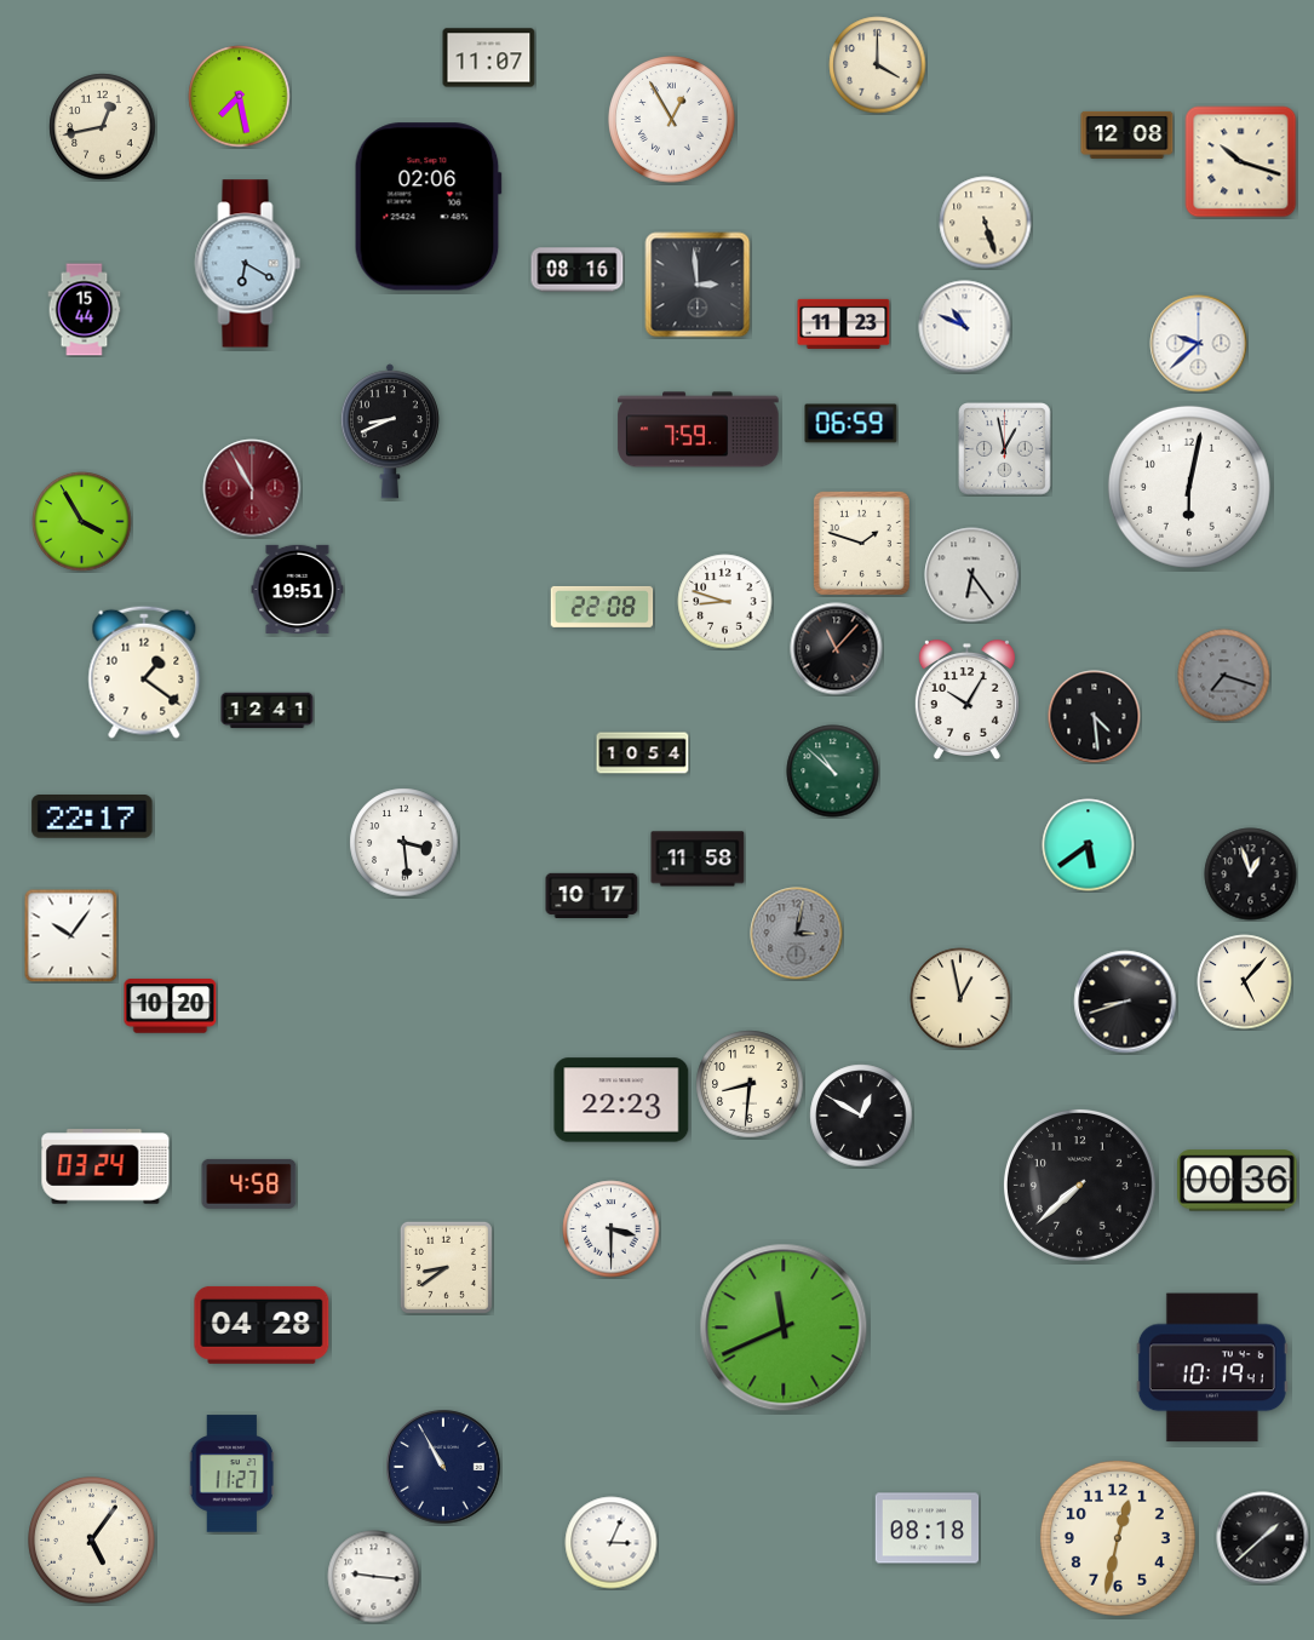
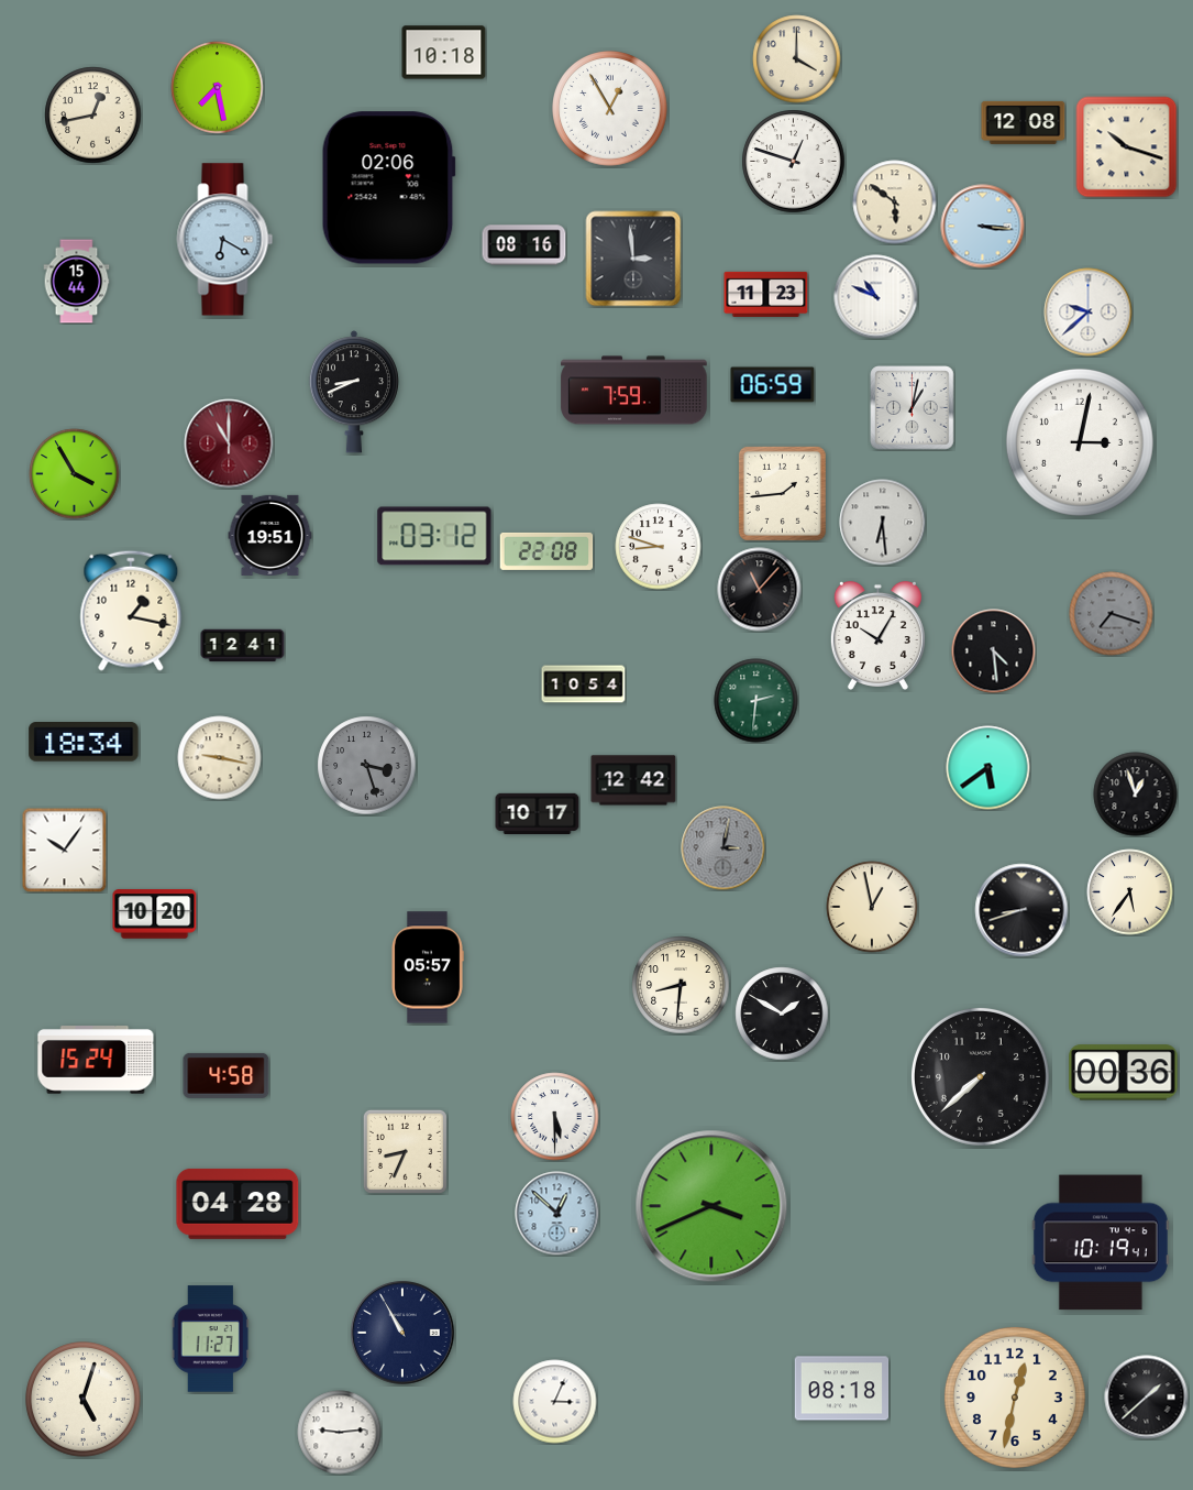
clock at (489, 58): 11:07 -> 10:18
clock at (794, 162): none -> 12:48
clock at (986, 223): 5:27 -> 5:51
clock at (983, 227): none -> 3:16
clock at (1005, 449): 12:58 -> 1:02
clock at (1189, 487): 6:02 -> 3:02
clock at (252, 488): 10:55 -> 11:00
clock at (861, 543): 1:48 -> 1:44
clock at (972, 575): 6:24 -> 6:29
clock at (434, 536): none -> 03:12
clock at (144, 672): 1:21 -> 1:17
clock at (833, 772): 10:52 -> 2:31
clock at (92, 818): 22:17 -> 18:34
clock at (220, 758): none -> 9:17
clock at (404, 843): 3:29 -> 3:27
clock at (404, 843) dial: white -> grey
clock at (698, 859): 11:58 -> 12:42
clock at (1245, 982): 5:07 -> 5:36
clock at (428, 967): none -> 05:57
clock at (621, 1100): 22:23 -> none
clock at (861, 1116): 12:50 -> 1:50
clock at (105, 1166): 03:24 -> 15:24
clock at (612, 1229): 3:30 -> 5:30
clock at (446, 1267): 8:39 -> 8:34
clock at (784, 1328): 11:41 -> 3:41
clock at (557, 1214): none -> 12:52
clock at (92, 1541): 5:06 -> 5:03
clock at (374, 1577): 9:16 -> 9:14
